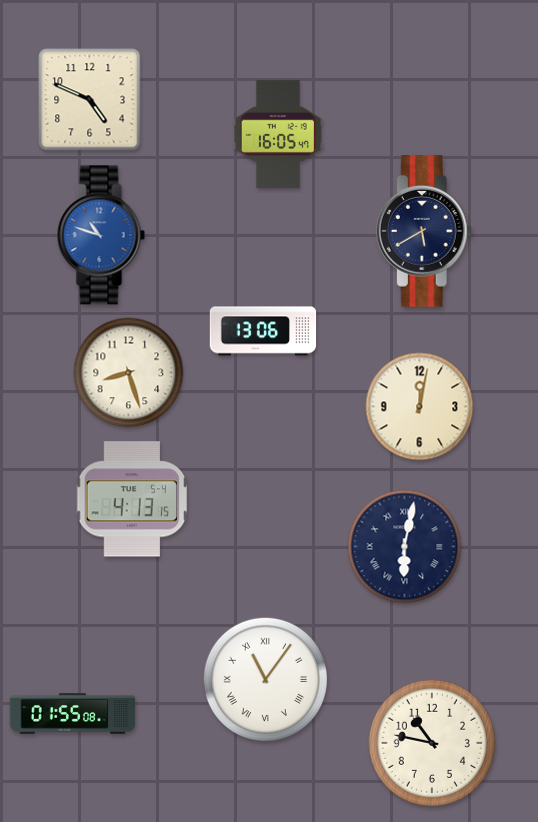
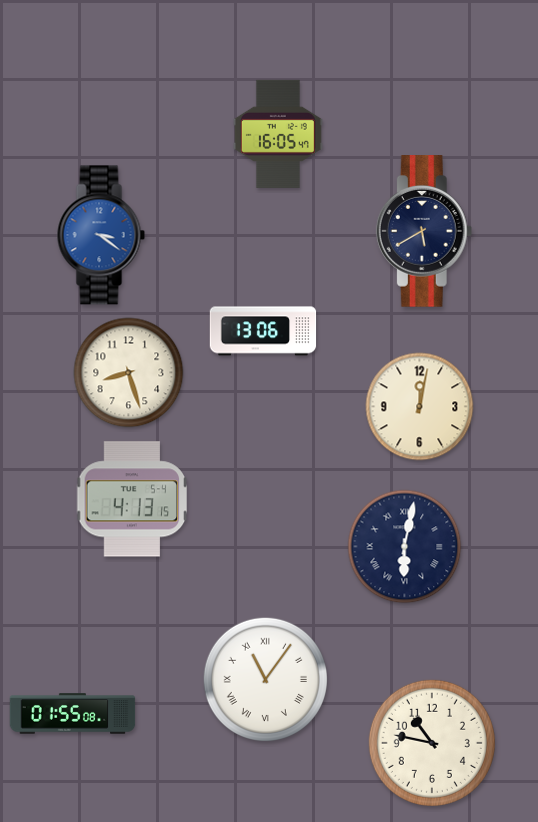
clock at (90, 100): 4:49 -> none
clock at (101, 235): 10:48 -> 3:21
